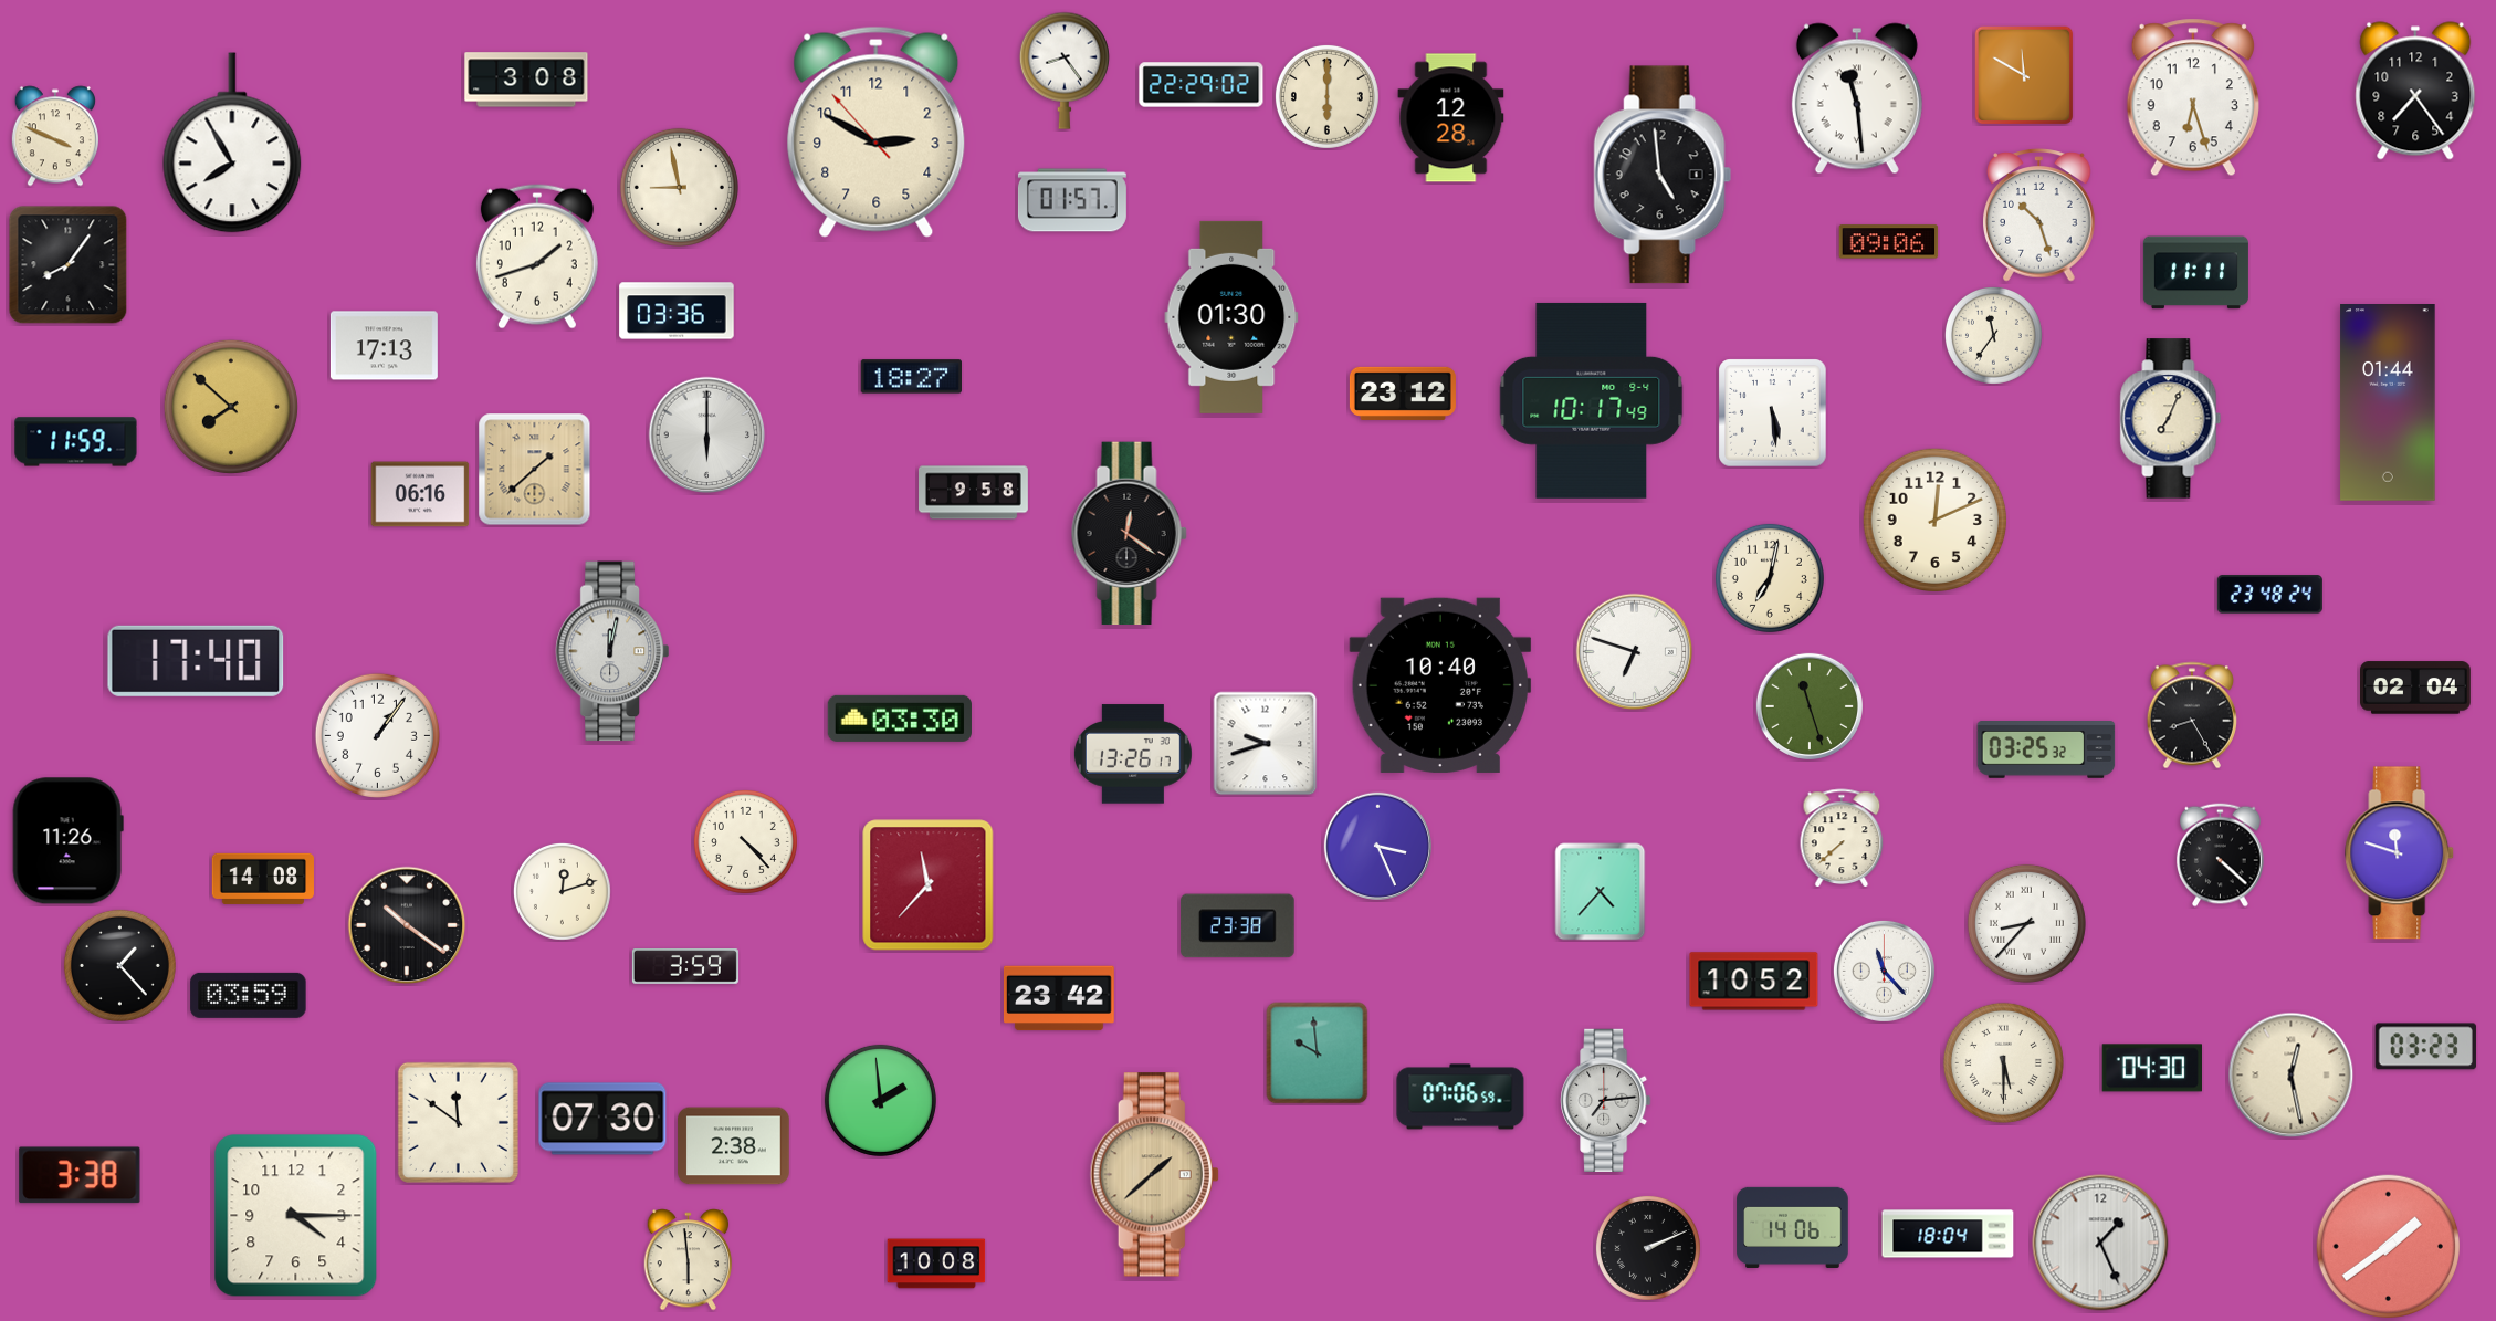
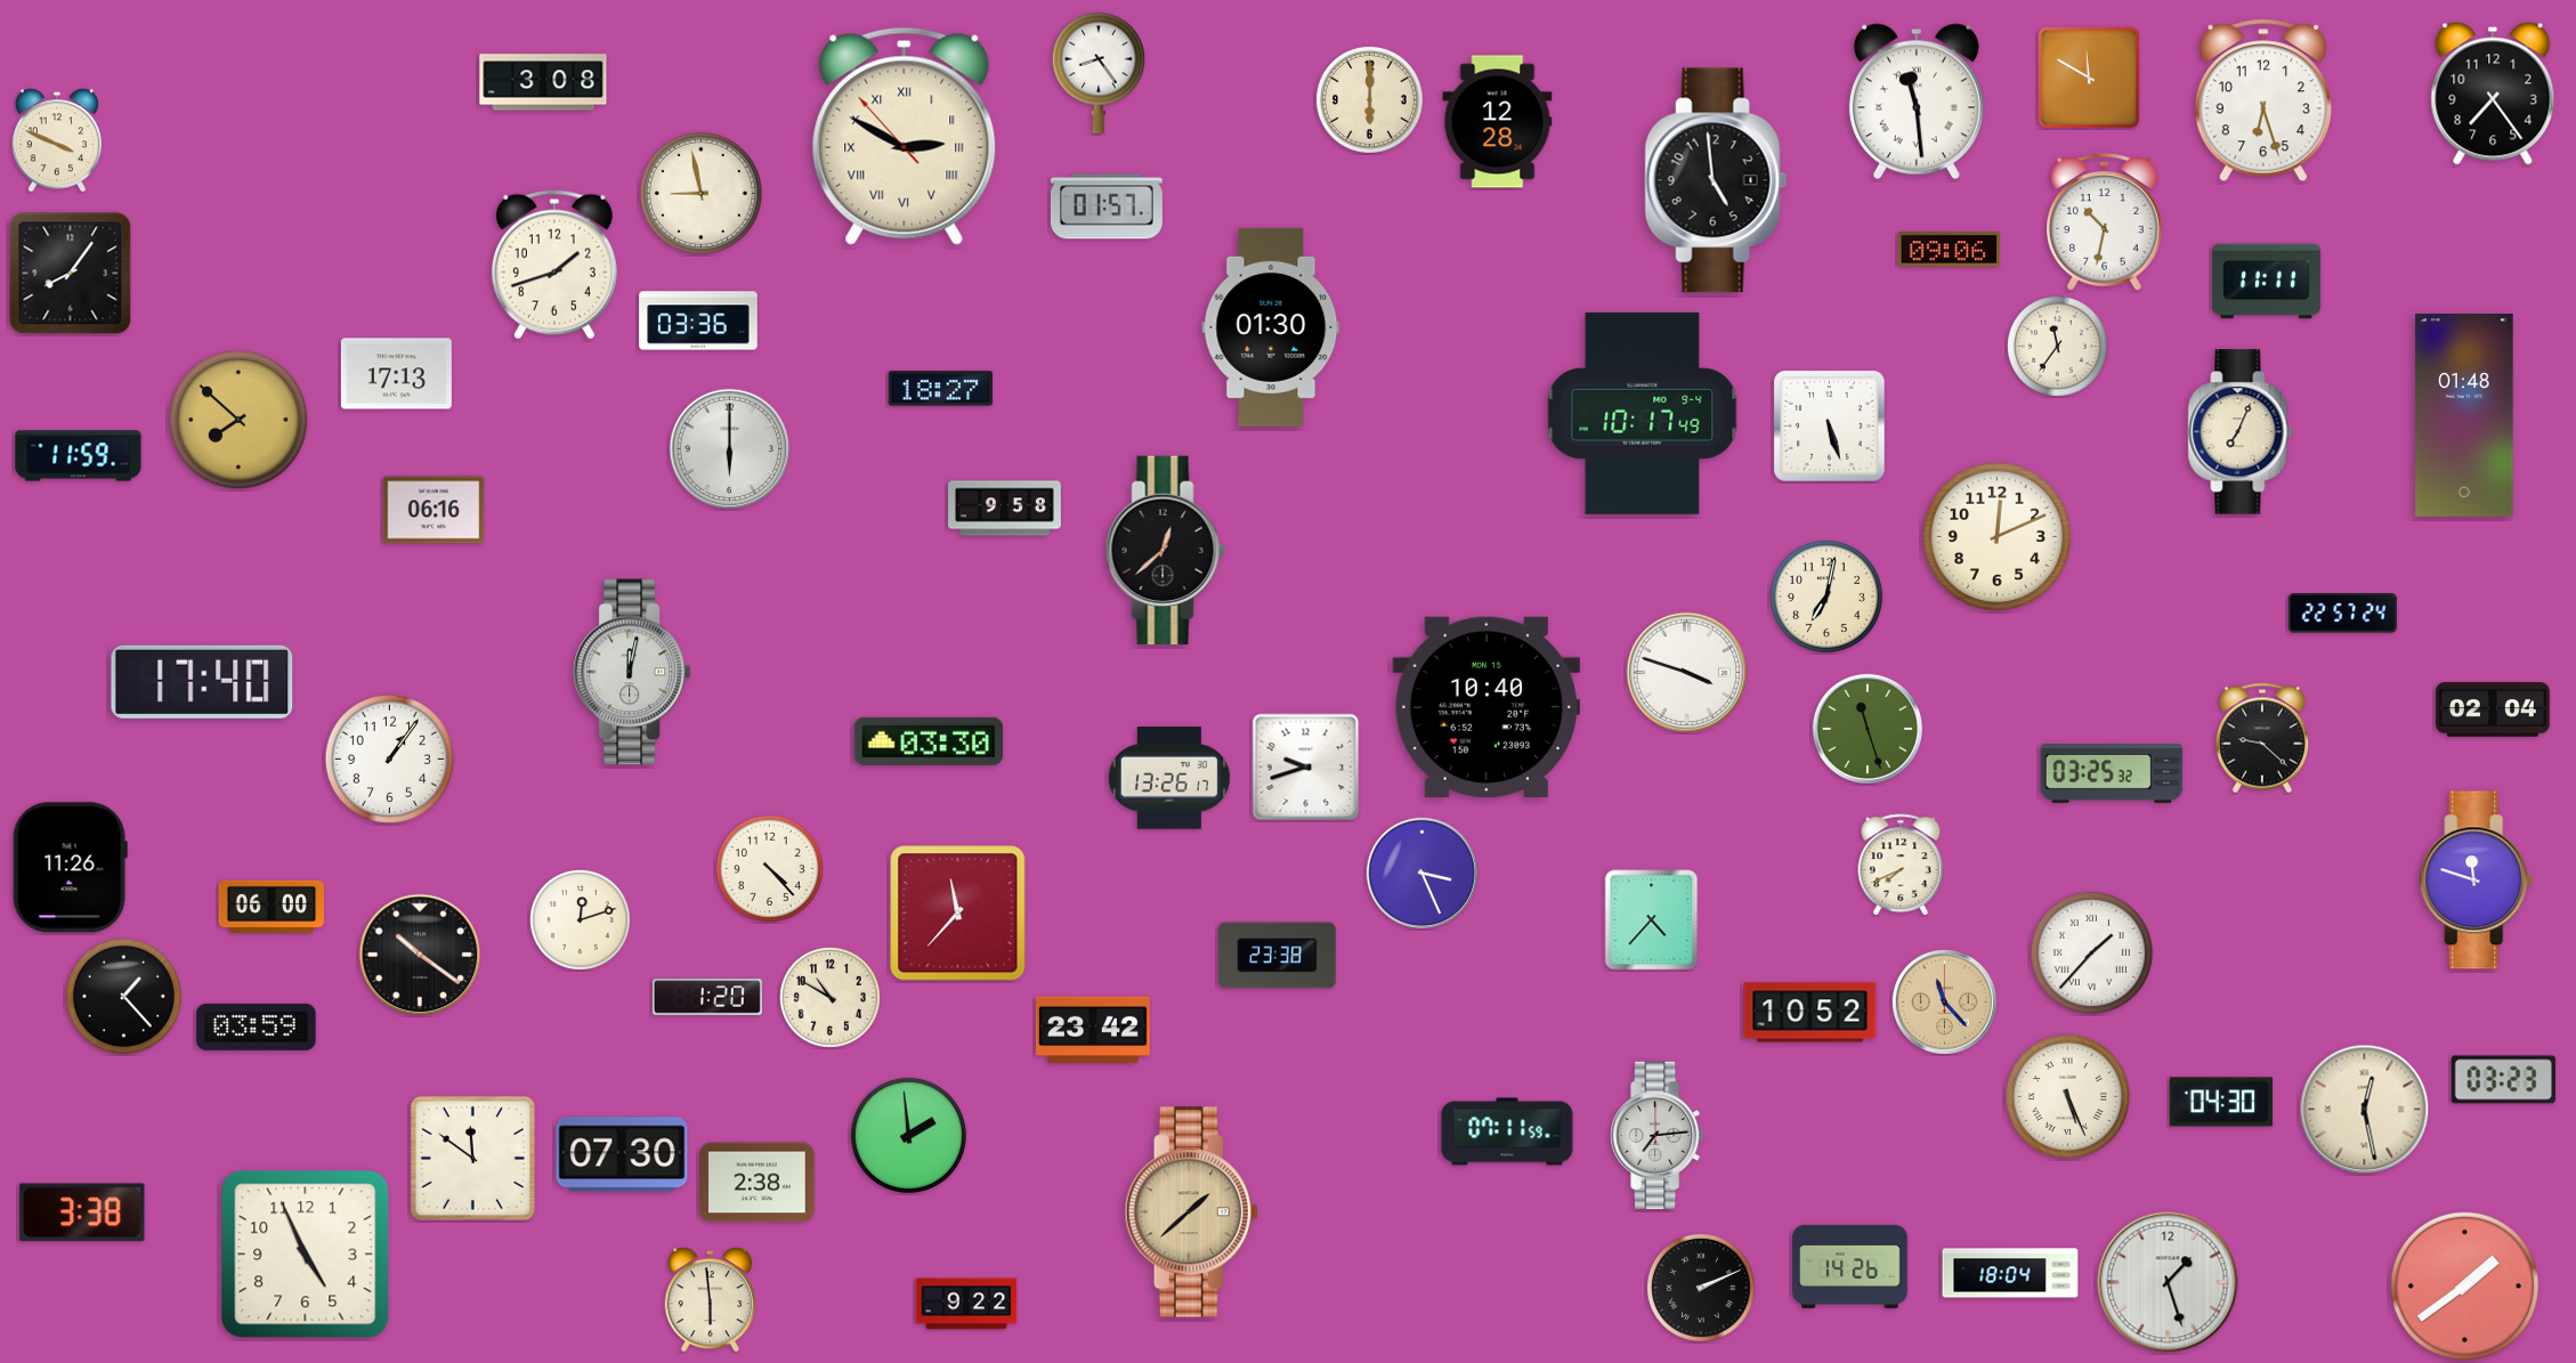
clock at (1202, 85): 22:29 -> none
clock at (877, 132) numerals: Arabic -> Roman
clock at (232, 143): 7:55 -> none
clock at (2039, 216): 10:27 -> 10:32
clock at (384, 346) position: (384, 346) -> (396, 374)
clock at (1403, 394): 23:12 -> none
clock at (2388, 403): 01:44 -> 01:48
clock at (1773, 413): 5:29 -> 5:27
clock at (535, 470): 1:38 -> none
clock at (1129, 534): 12:21 -> 12:38
clock at (2269, 595): 23:48 -> 22:57
clock at (1635, 652): 6:48 -> 3:48
clock at (2192, 715): 8:25 -> 9:22
clock at (1842, 838): 7:38 -> 7:41
clock at (2221, 856): 4:22 -> none
clock at (263, 879): 14:08 -> 06:00
clock at (2026, 923): 8:37 -> 1:37
clock at (829, 997): none -> 10:50
clock at (685, 967): 3:59 -> 1:20
clock at (1884, 971) dial: white -> champagne
clock at (1318, 1053): 9:59 -> none
clock at (2003, 1062): 5:30 -> 5:26
clock at (1460, 1097): 07:06 -> 07:11
clock at (296, 1216): 4:15 -> 4:56
clock at (1793, 1227): 14:06 -> 14:26
clock at (2100, 1243): 1:26 -> 1:27
clock at (936, 1264): 10:08 -> 9:22
